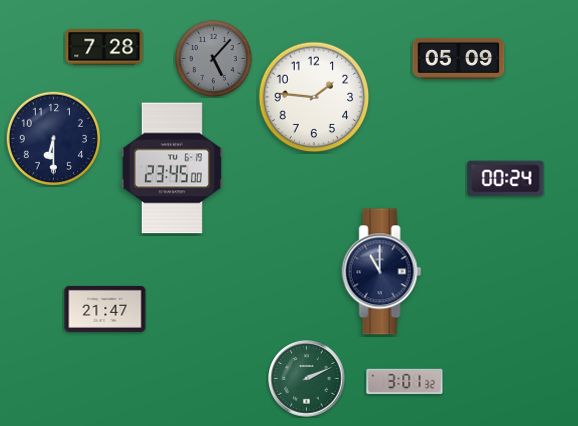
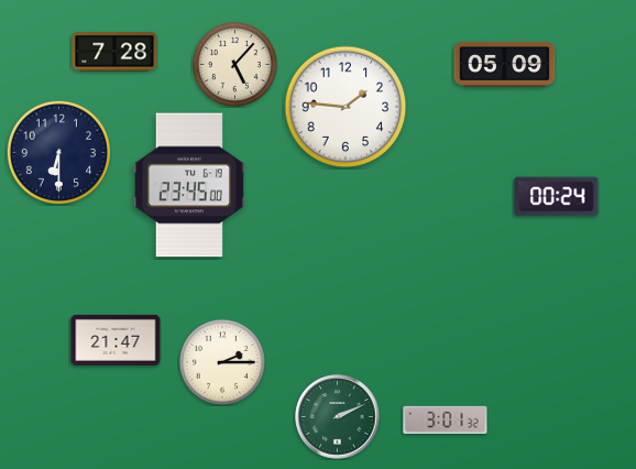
clock at (213, 58) dial: grey -> cream
clock at (382, 272): 11:00 -> none
clock at (222, 362): none -> 2:15
